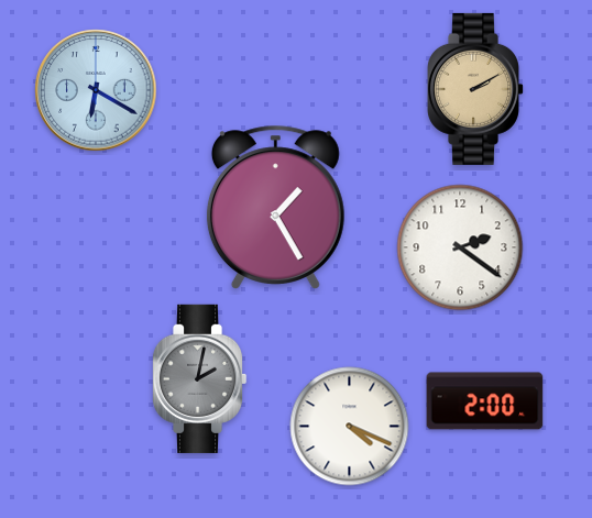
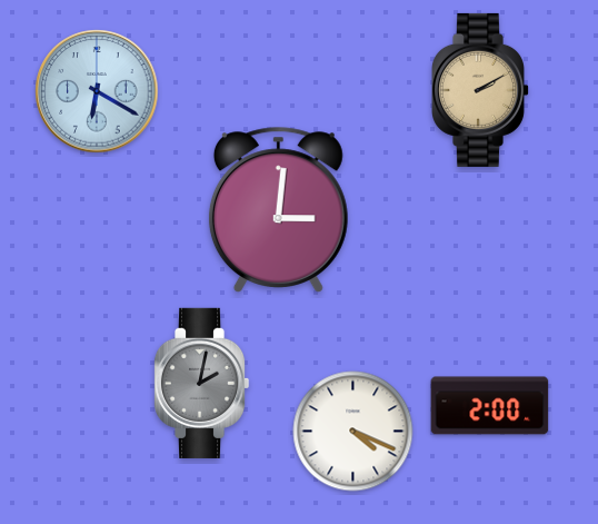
clock at (275, 207): 1:25 -> 3:01
clock at (460, 247): 2:21 -> none
